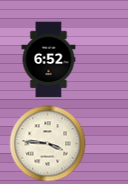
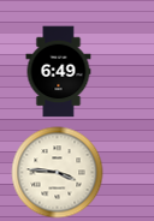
clock at (49, 60): 6:52 -> 6:49
